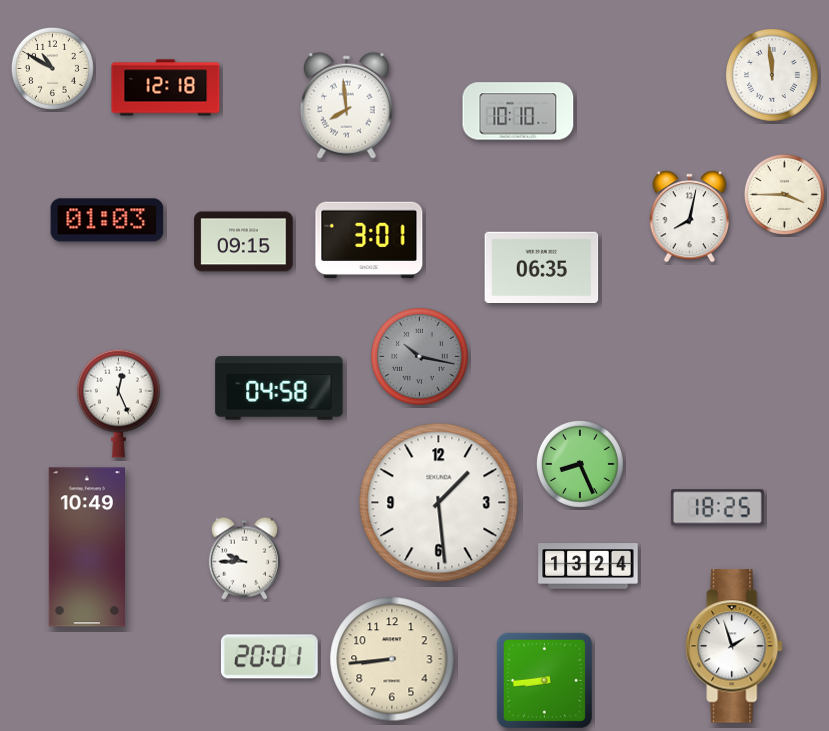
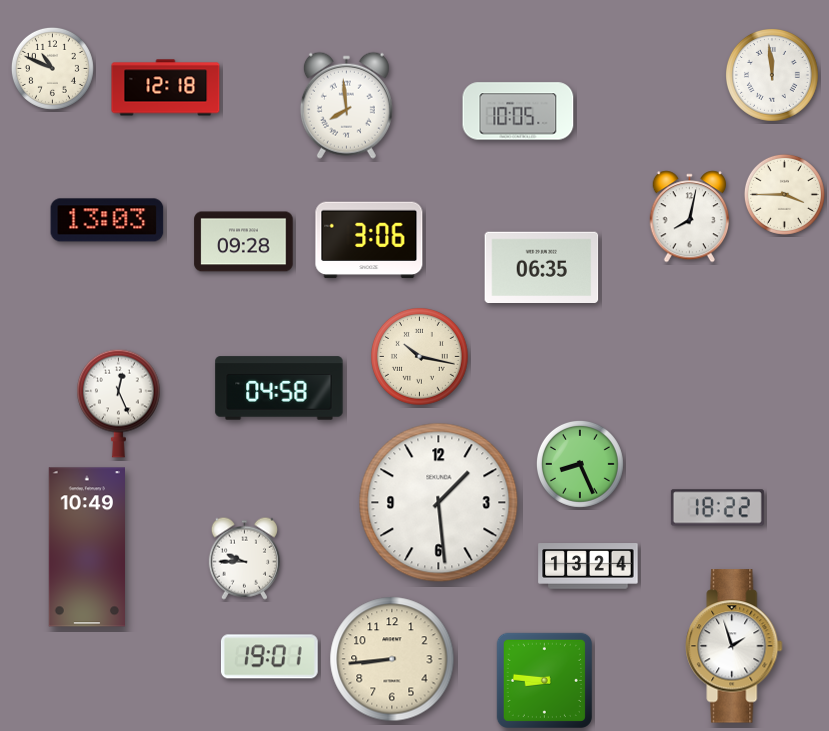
clock at (52, 68): 10:50 -> 10:49
clock at (518, 111): 10:10 -> 10:05
clock at (107, 220): 01:03 -> 13:03
clock at (369, 240): 3:01 -> 3:06
clock at (244, 242): 09:15 -> 09:28
clock at (420, 357) dial: grey -> cream
clock at (717, 508): 18:25 -> 18:22
clock at (269, 657): 20:01 -> 19:01
clock at (544, 680): 8:44 -> 8:46
